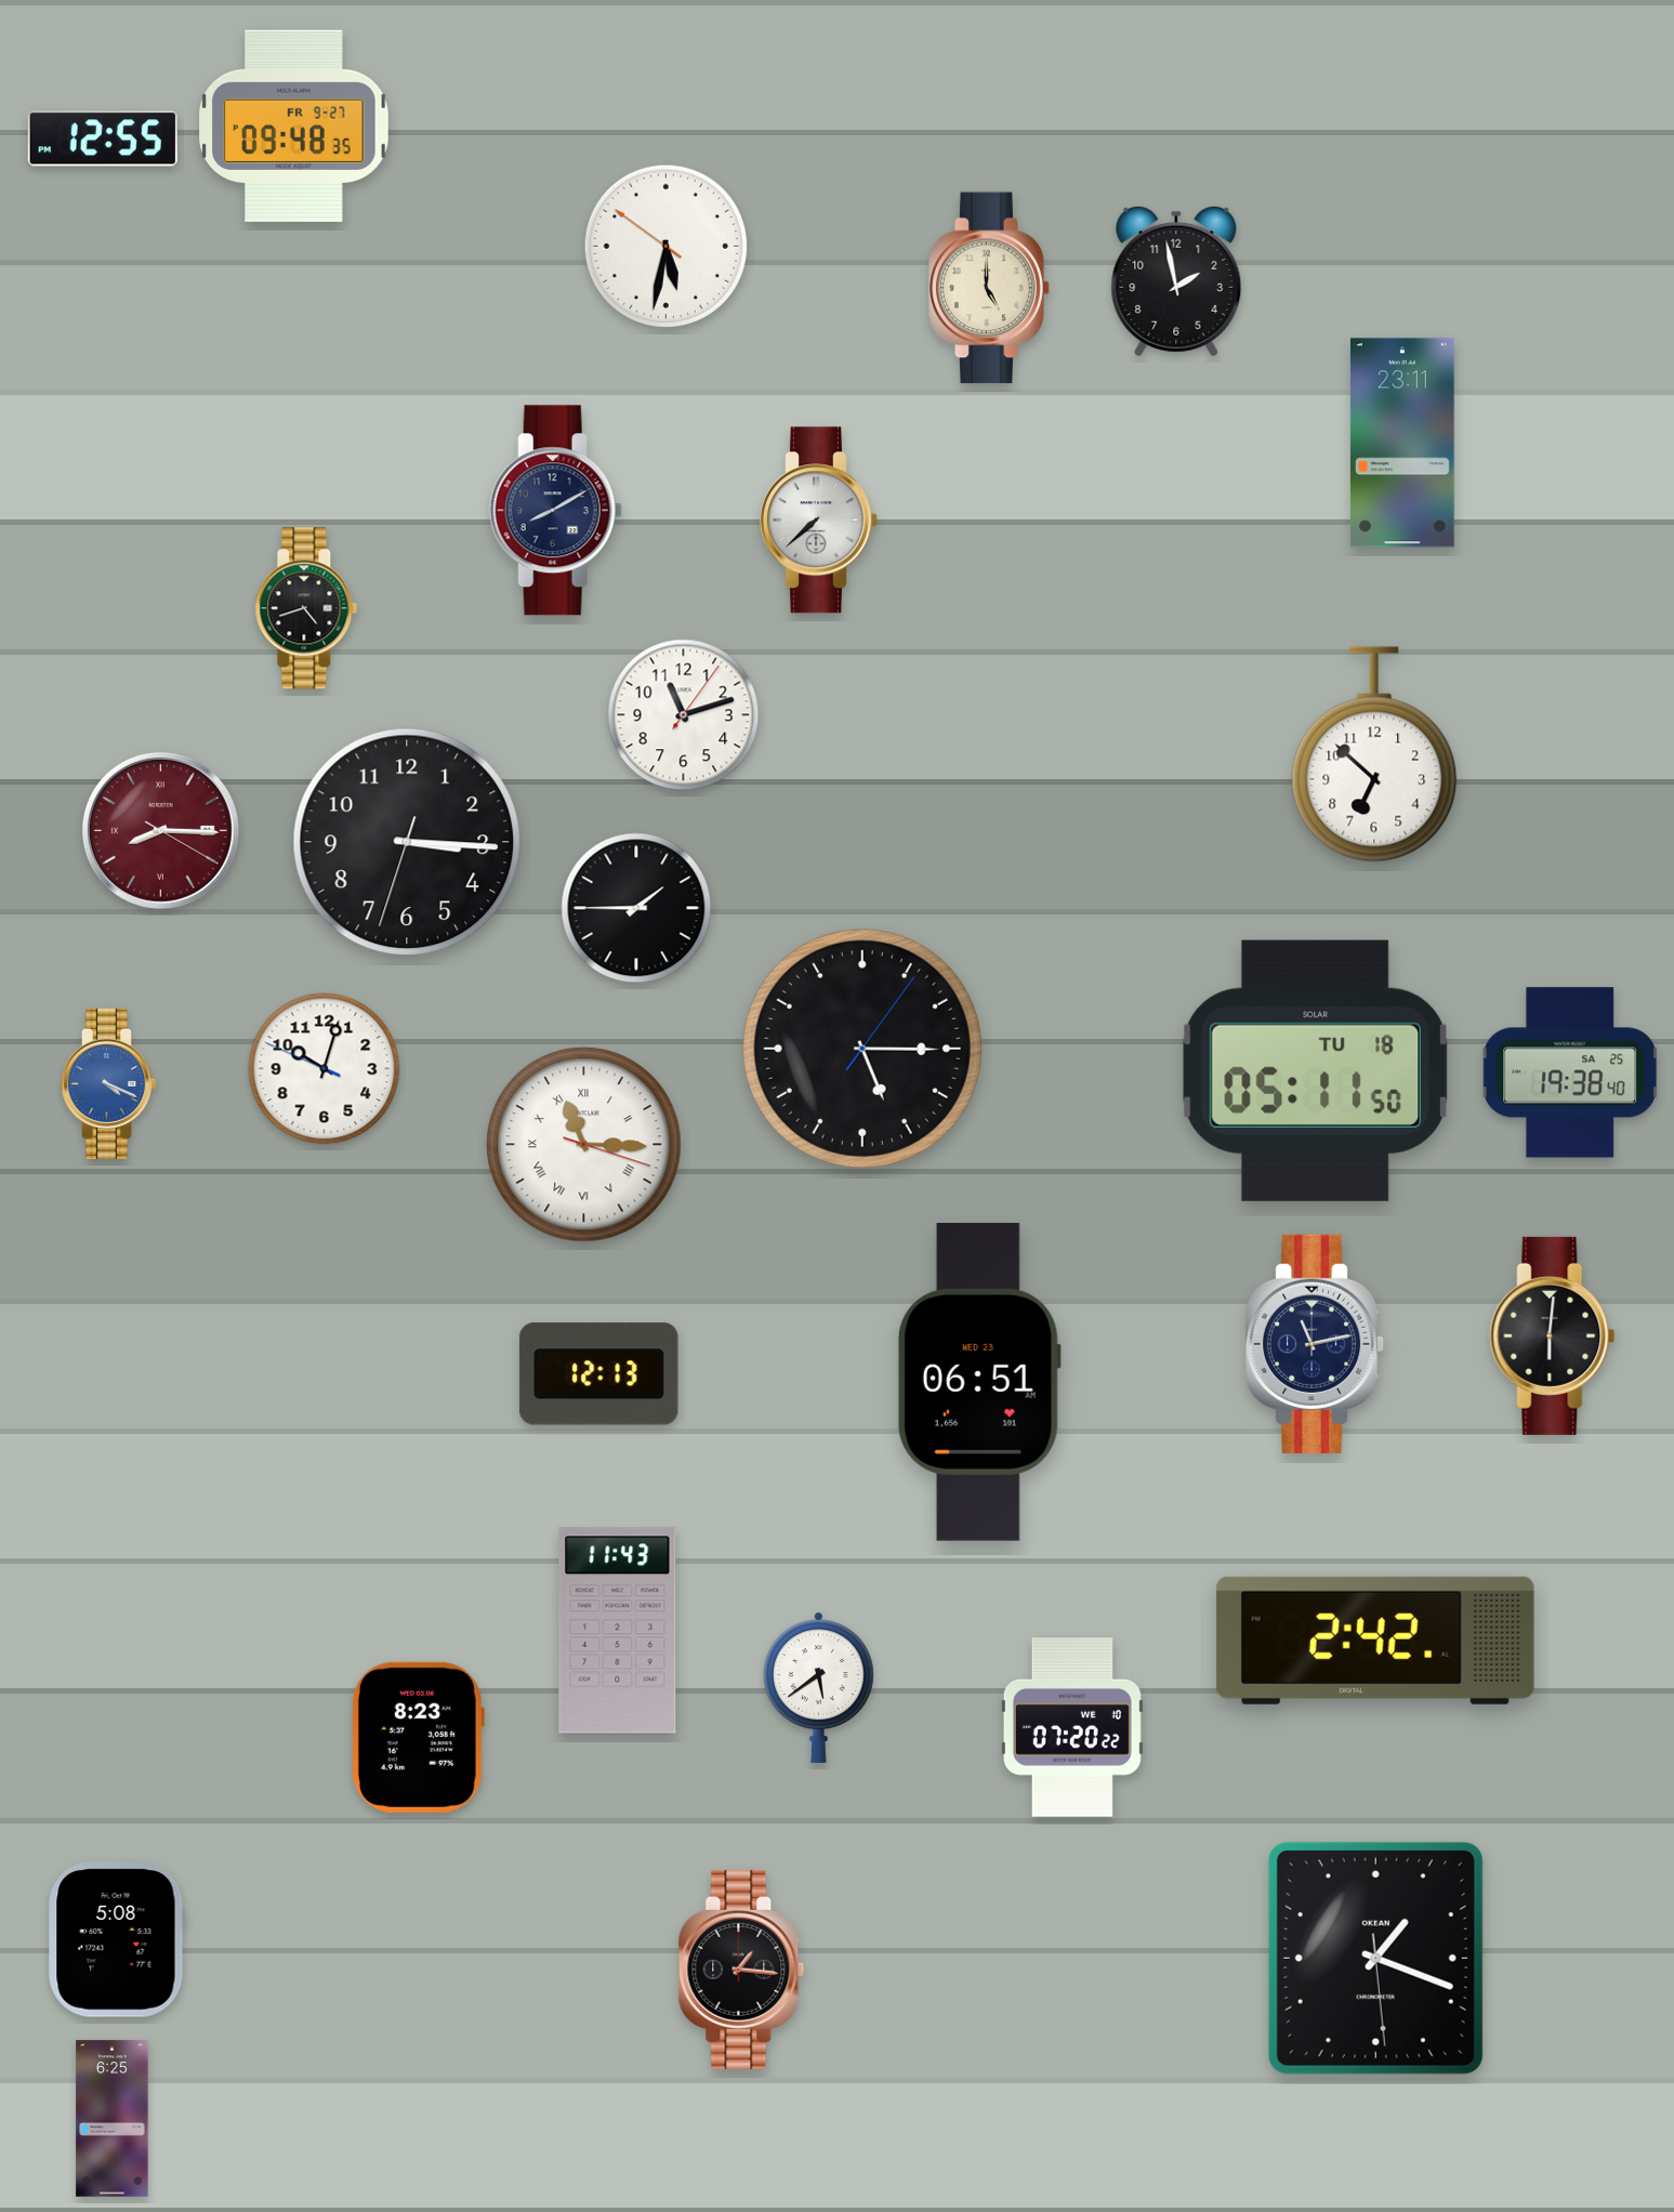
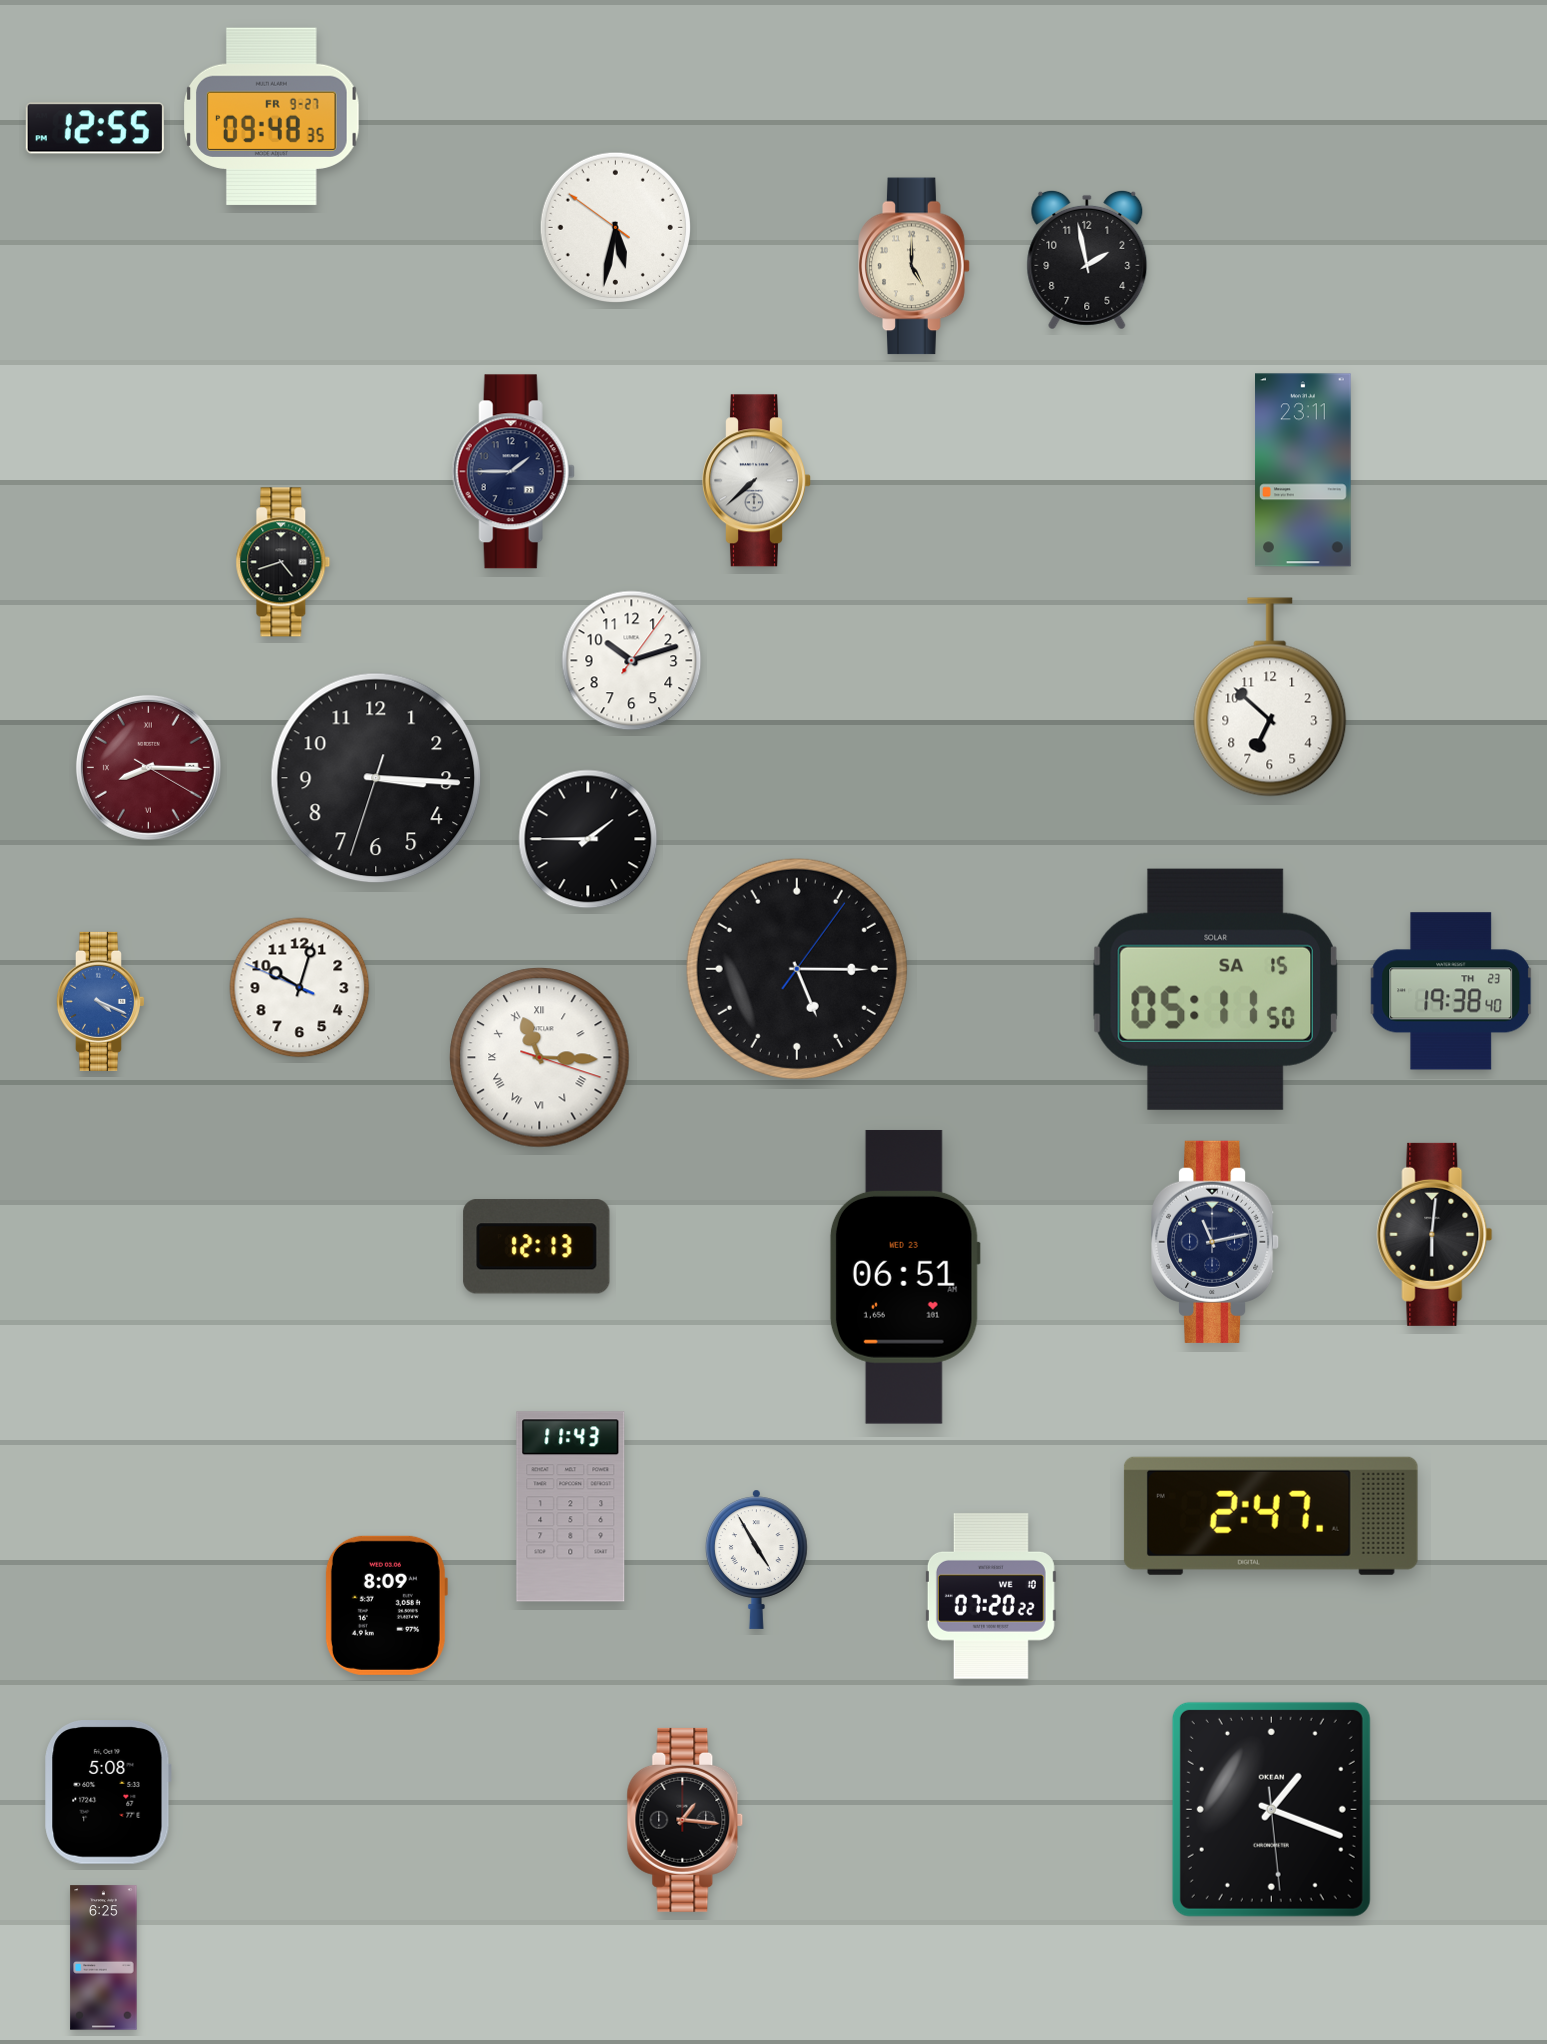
clock at (1403, 443) position: (1403, 443) -> (1304, 470)
clock at (555, 511): 8:10 -> 1:45
clock at (684, 715): 11:12 -> 10:12
clock at (1315, 1070) date: TU 18 -> SA 15
clock at (1570, 1072) date: SA 25 -> TH 23
clock at (599, 1374) position: (599, 1374) -> (537, 1247)
clock at (1375, 1641): 2:42 -> 2:47
clock at (818, 1687): 5:39 -> 4:55
clock at (418, 1737): 8:23 -> 8:09
